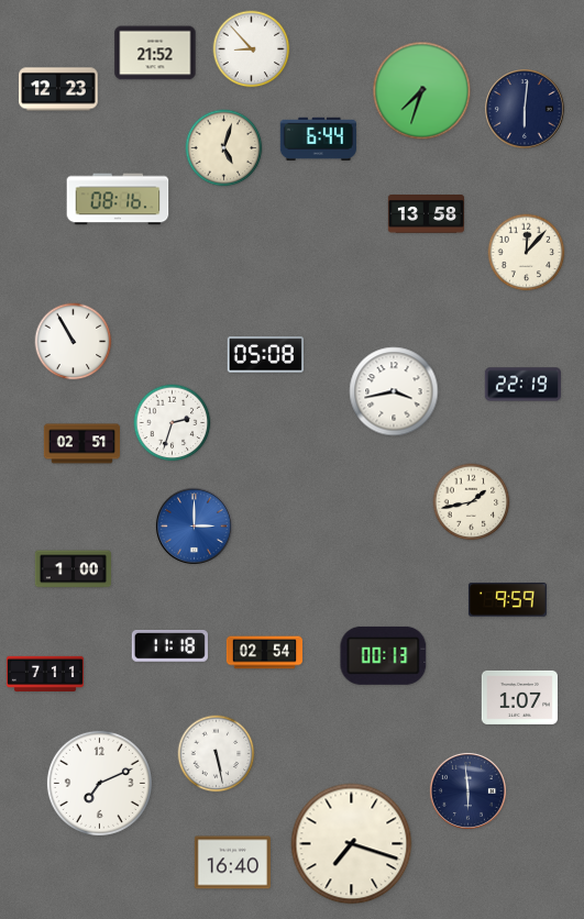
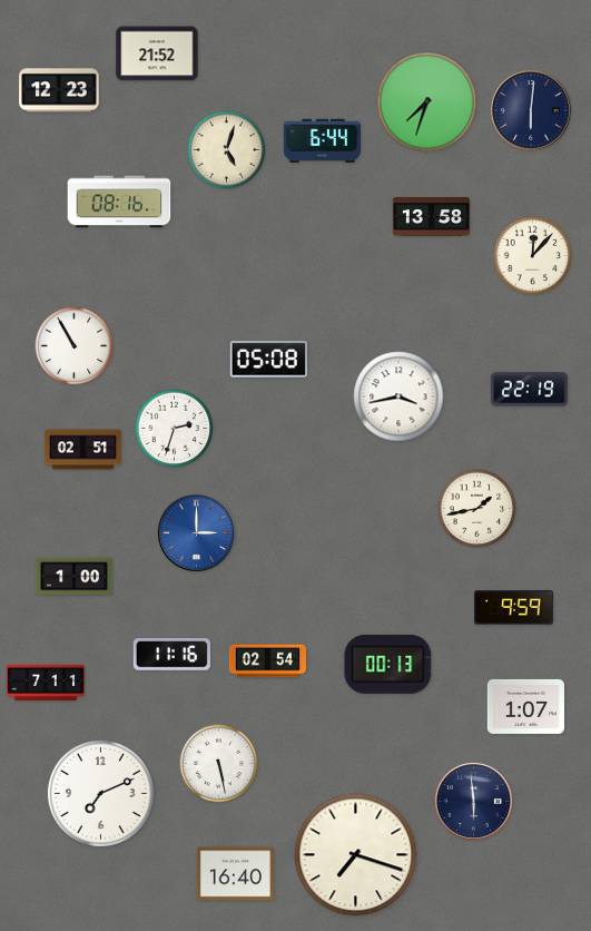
clock at (252, 49): 8:53 -> none
clock at (422, 91) position: (422, 91) -> (427, 102)
clock at (169, 646): 11:18 -> 11:16
